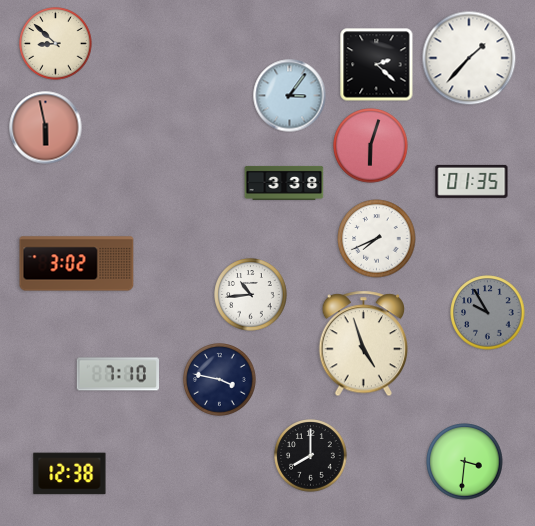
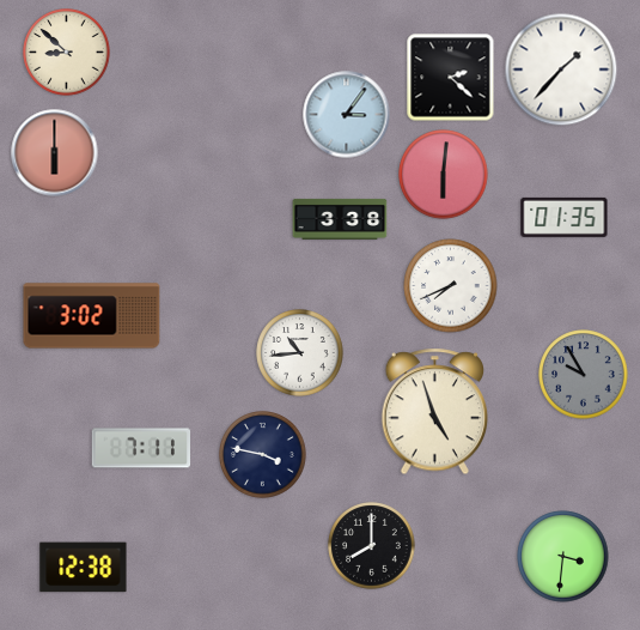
clock at (46, 128): 5:58 -> 6:00
clock at (371, 146): 6:03 -> 6:01
clock at (117, 374): 7:10 -> 7:11
clock at (465, 462) position: (465, 462) -> (563, 557)
